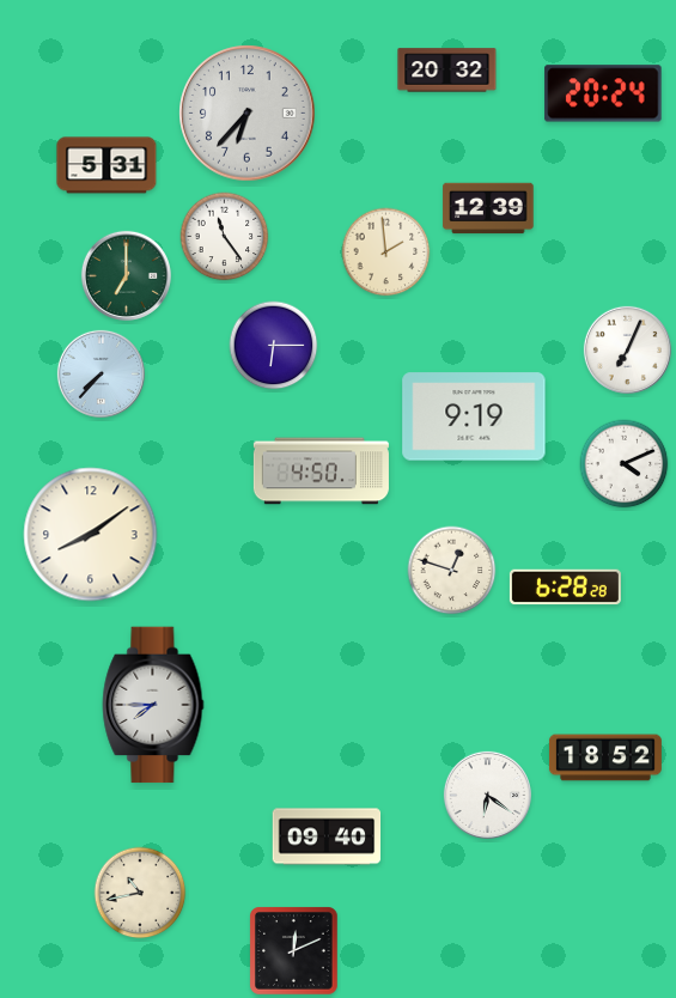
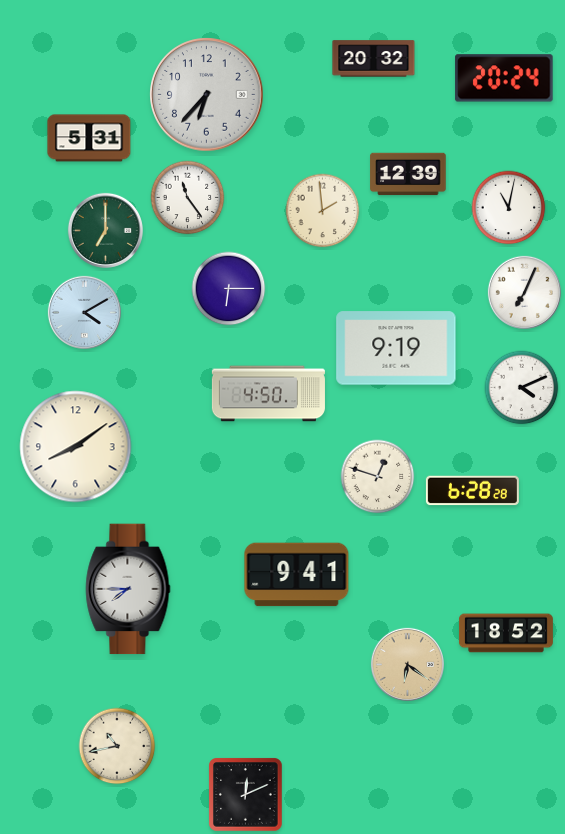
clock at (509, 208): none -> 11:02
clock at (101, 373): 7:37 -> 4:10
clock at (297, 575): none -> 9:41
clock at (487, 795) dial: white -> champagne
clock at (327, 836): 09:40 -> none
